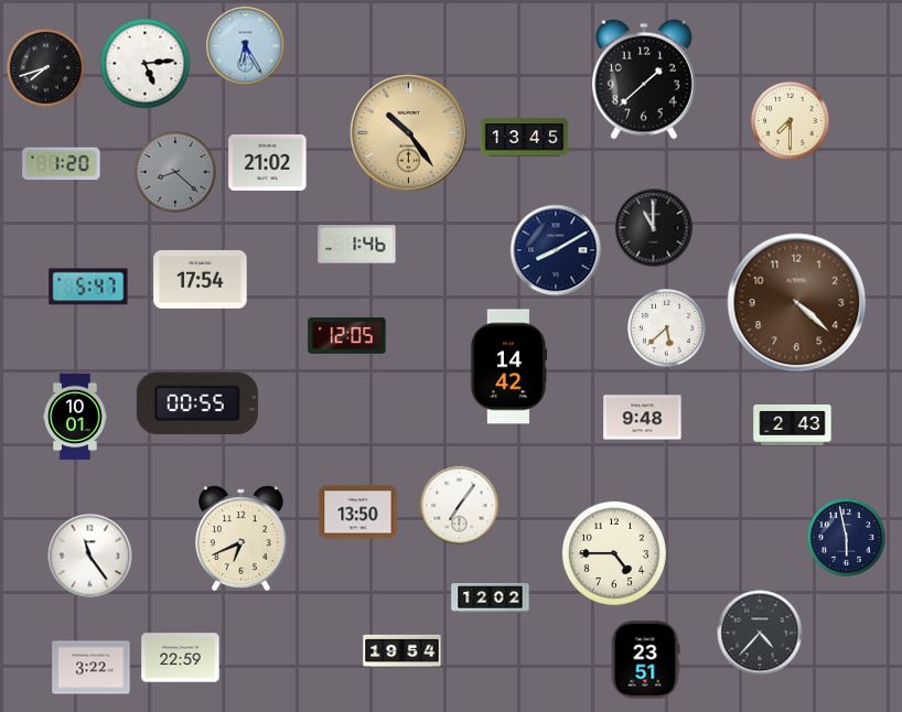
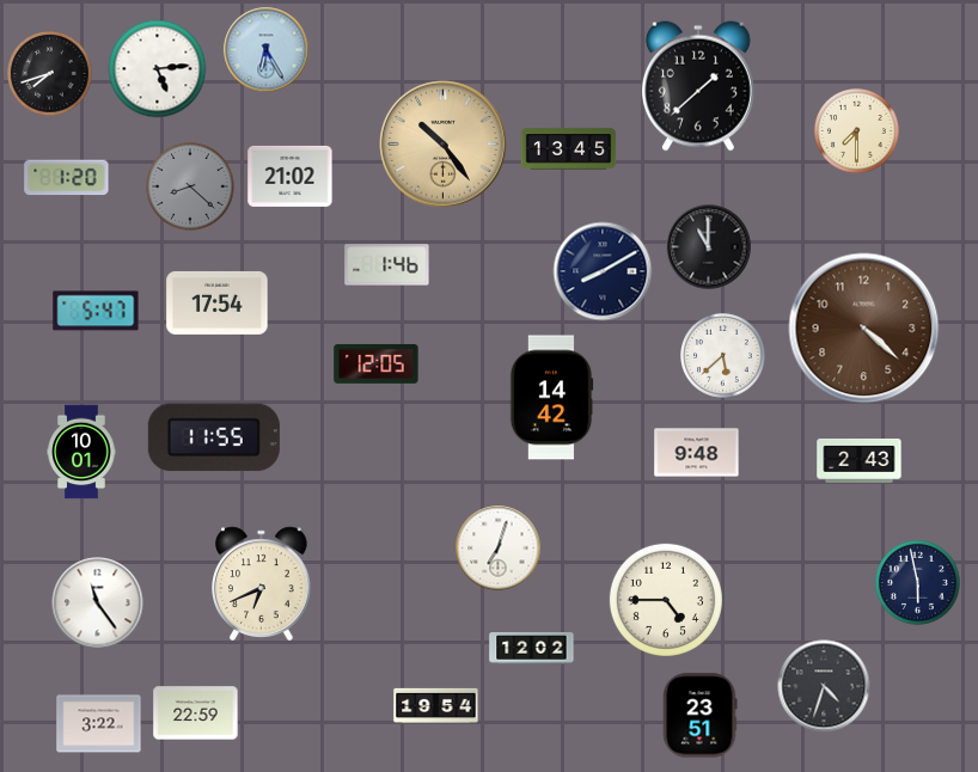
clock at (197, 403): 00:55 -> 11:55
clock at (460, 506): 7:06 -> 7:03
clock at (358, 513): 13:50 -> none
clock at (760, 633): 4:37 -> 4:33
